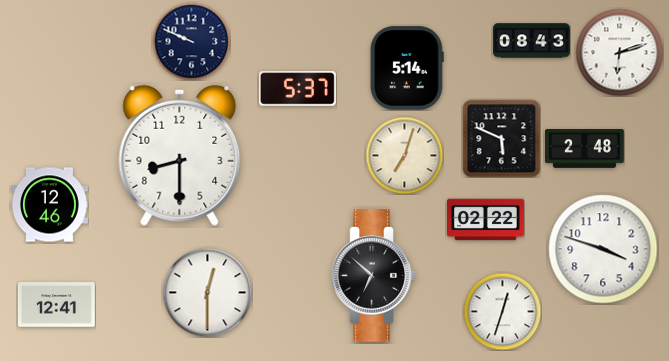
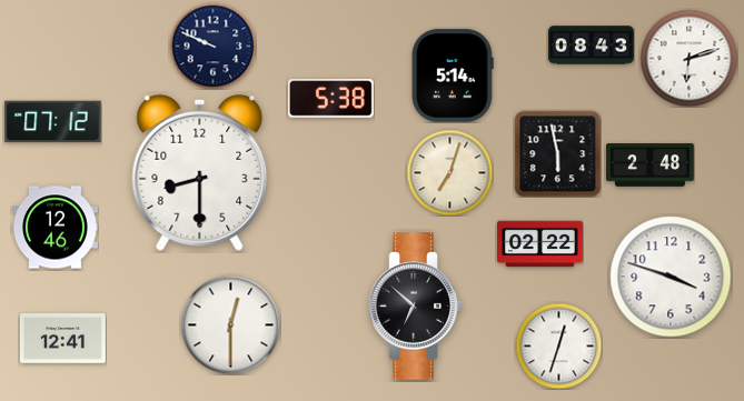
clock at (297, 89): 5:37 -> 5:38
clock at (53, 122): none -> 07:12
clock at (501, 138): 5:49 -> 5:58
